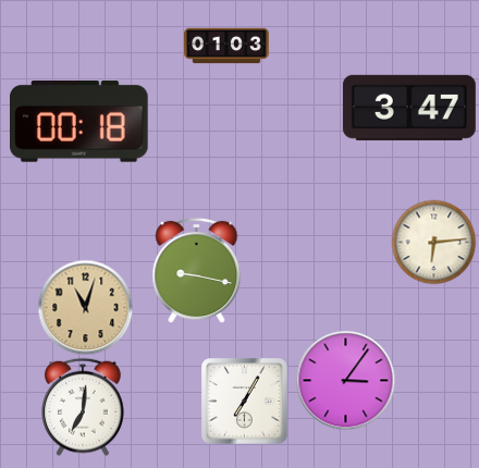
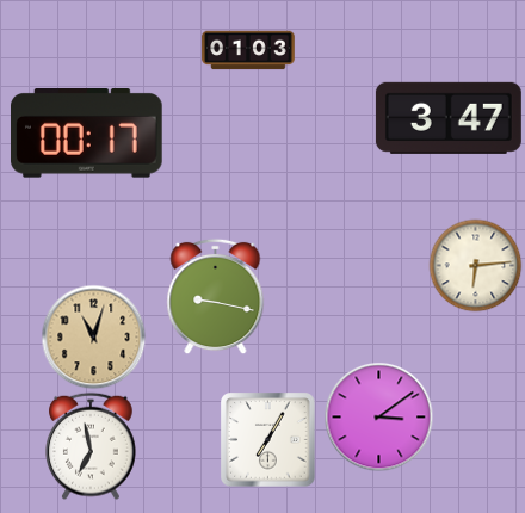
clock at (79, 122): 00:18 -> 00:17
clock at (345, 380): 3:06 -> 3:09
clock at (84, 407): 7:01 -> 6:58
